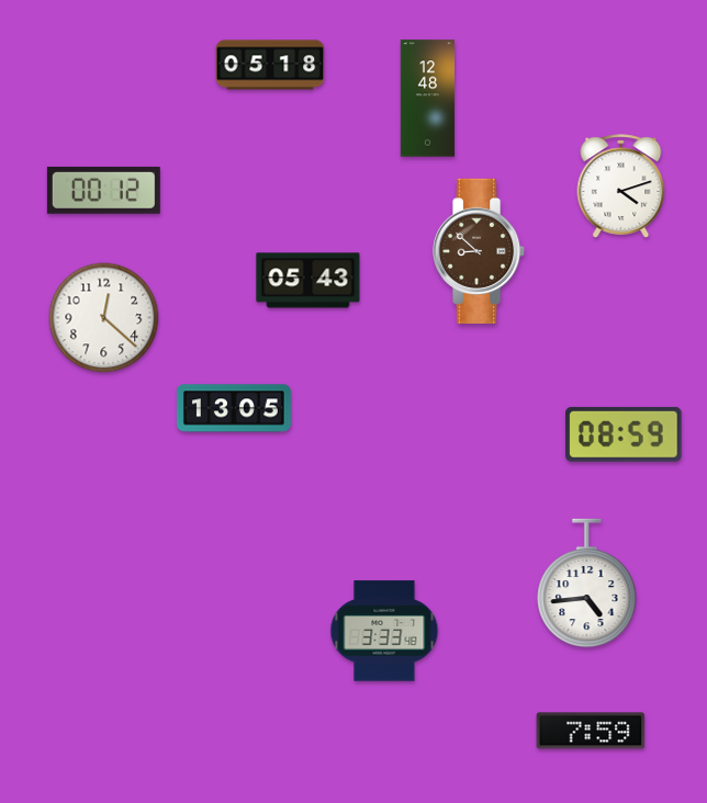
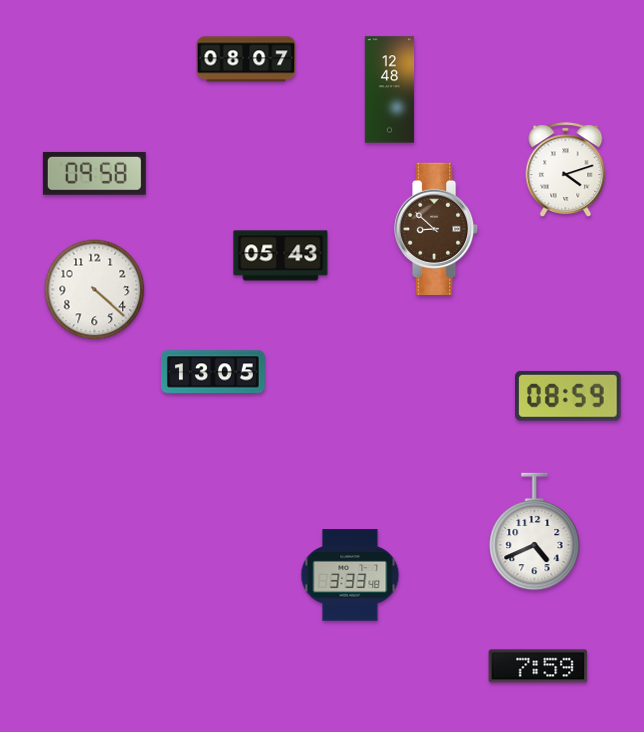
clock at (270, 65): 05:18 -> 08:07
clock at (103, 190): 00:12 -> 09:58
clock at (104, 318): 12:22 -> 4:22
clock at (587, 584): 4:44 -> 4:41
